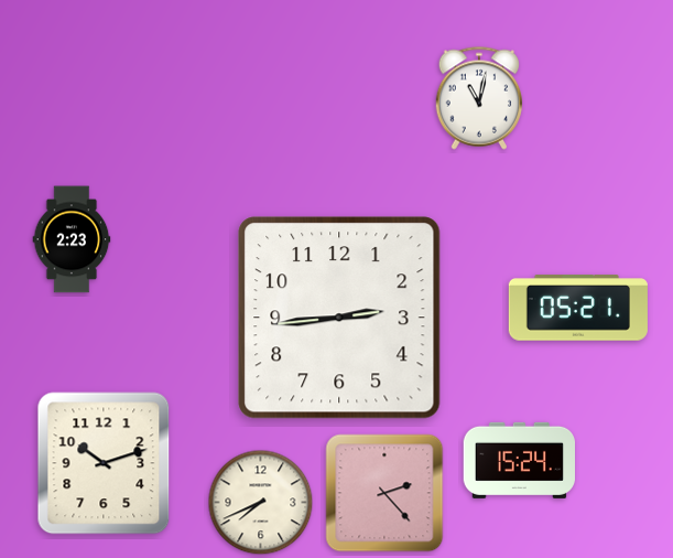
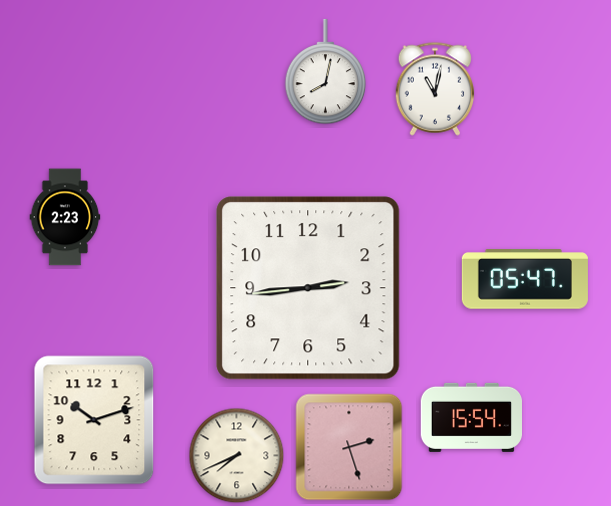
clock at (326, 72): none -> 8:02
clock at (578, 308): 05:21 -> 05:47
clock at (519, 460): 15:24 -> 15:54
clock at (384, 493): 2:23 -> 2:27
